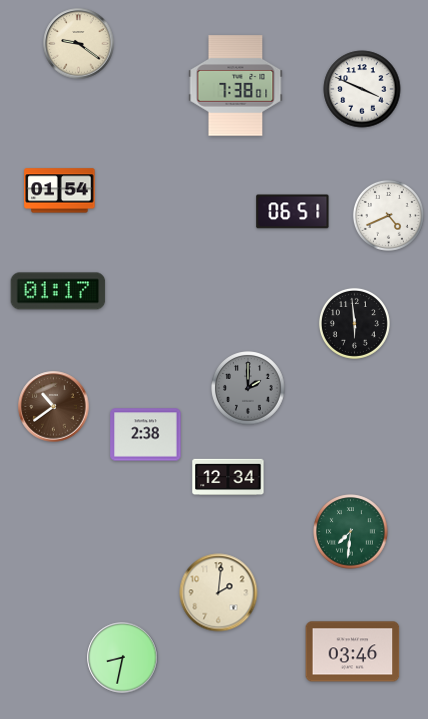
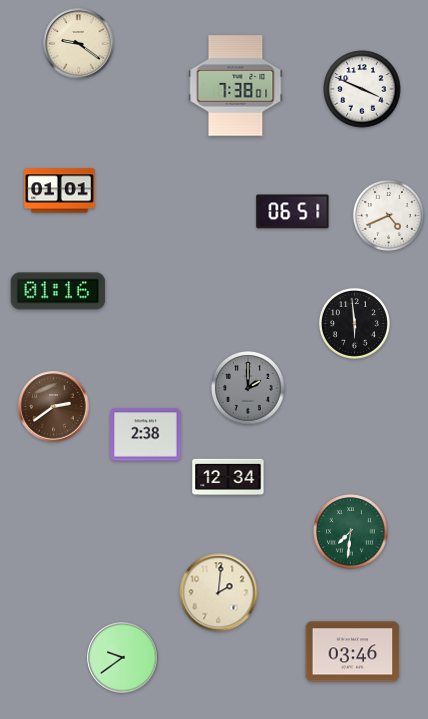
clock at (60, 191): 01:54 -> 01:01
clock at (58, 291): 01:17 -> 01:16
clock at (54, 407): 10:39 -> 2:39
clock at (123, 658): 8:32 -> 9:39
